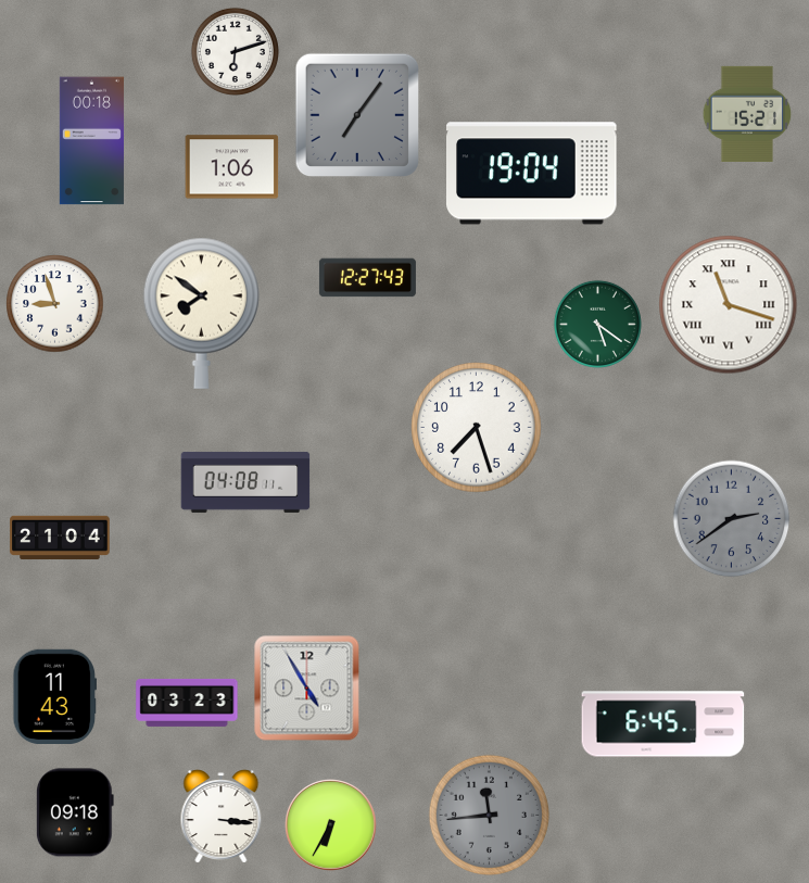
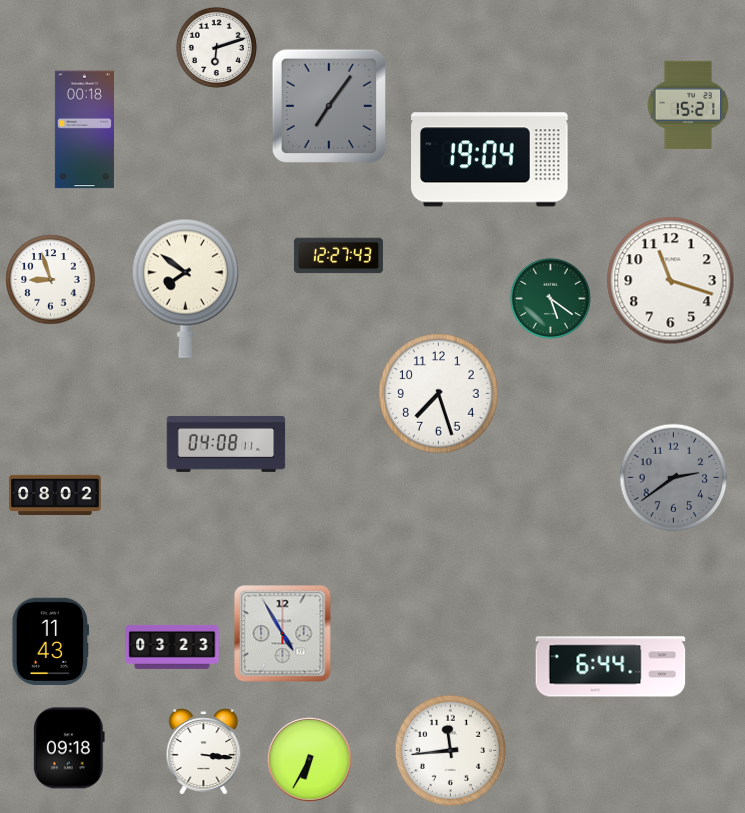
clock at (232, 167): 1:06 -> none
clock at (729, 305) numerals: Roman -> Arabic
clock at (60, 538): 21:04 -> 08:02
clock at (663, 724): 6:45 -> 6:44
clock at (489, 815) dial: grey -> white
clock at (331, 825) position: (331, 825) -> (310, 760)
